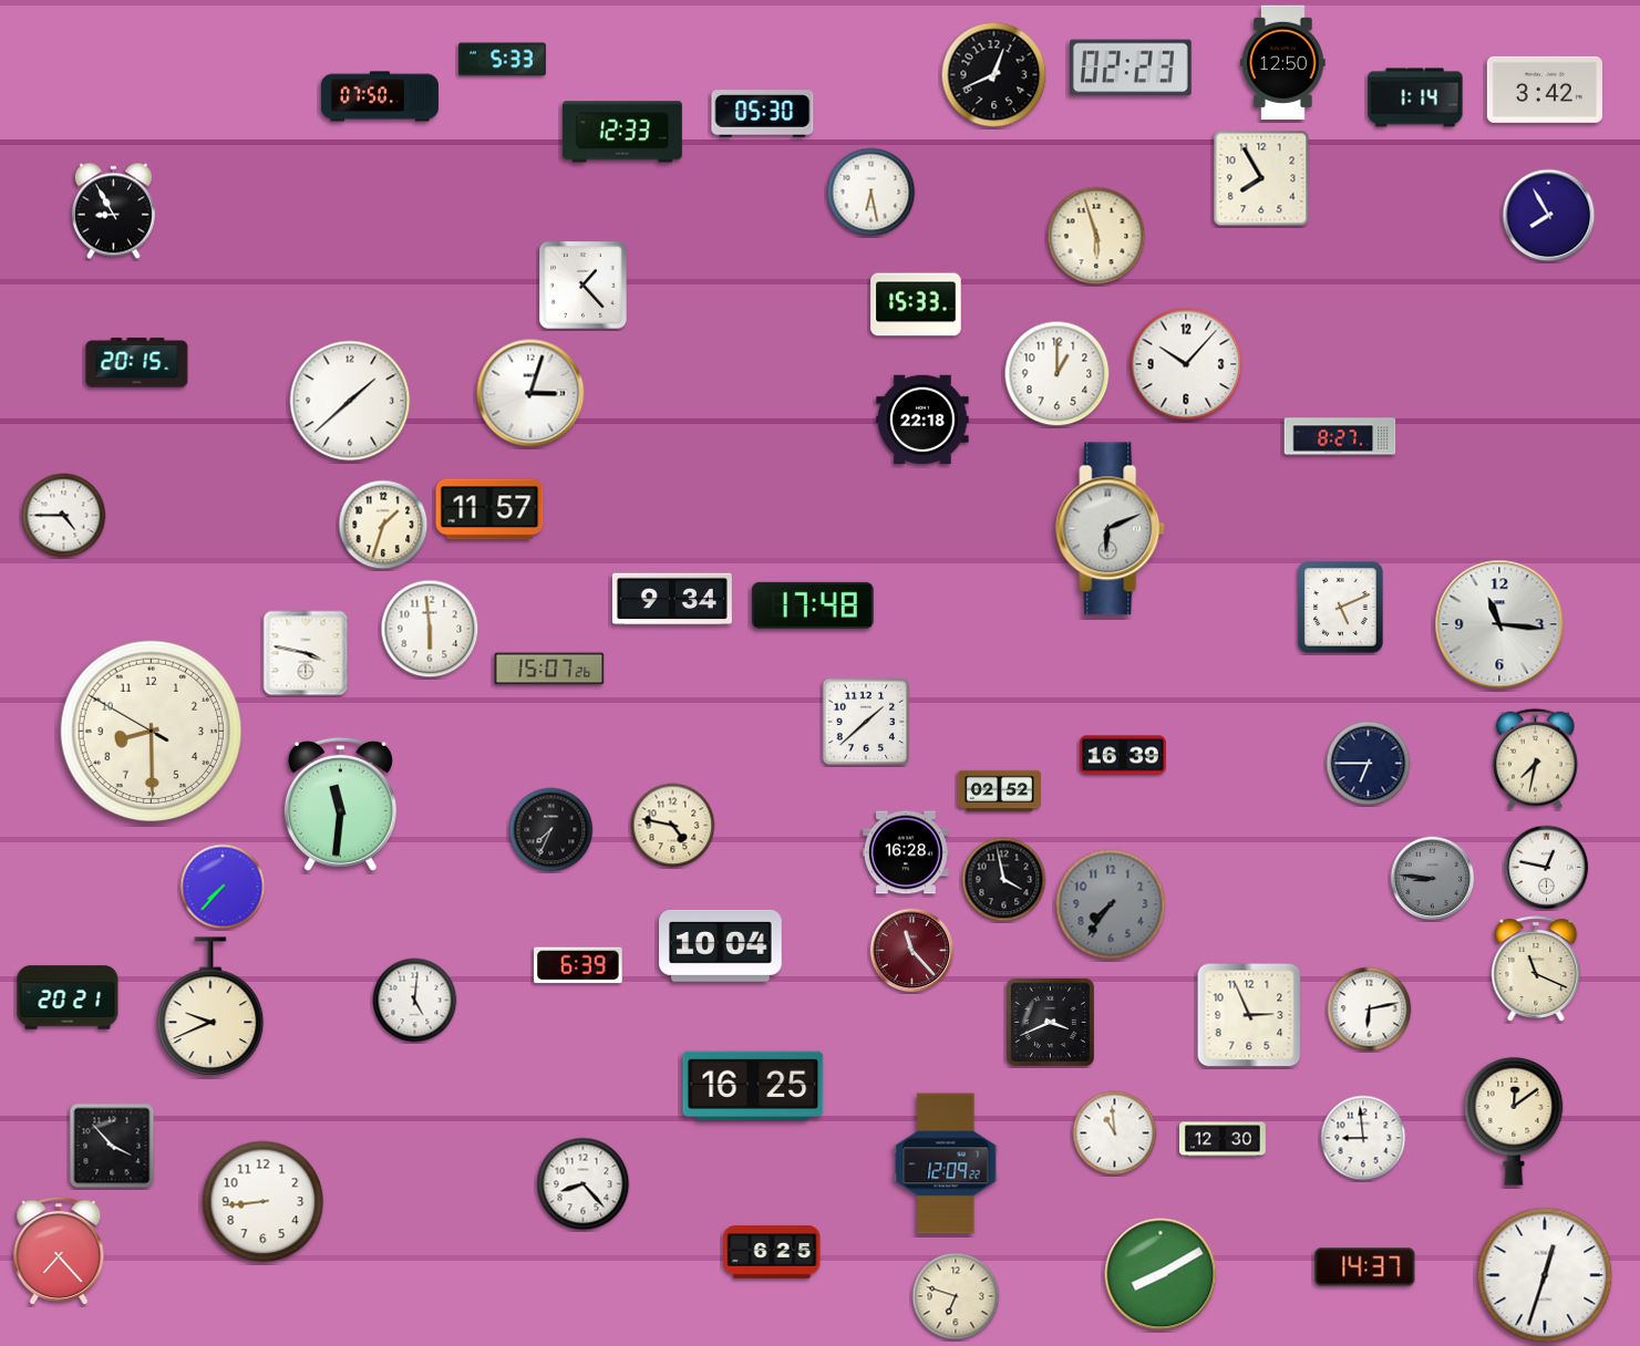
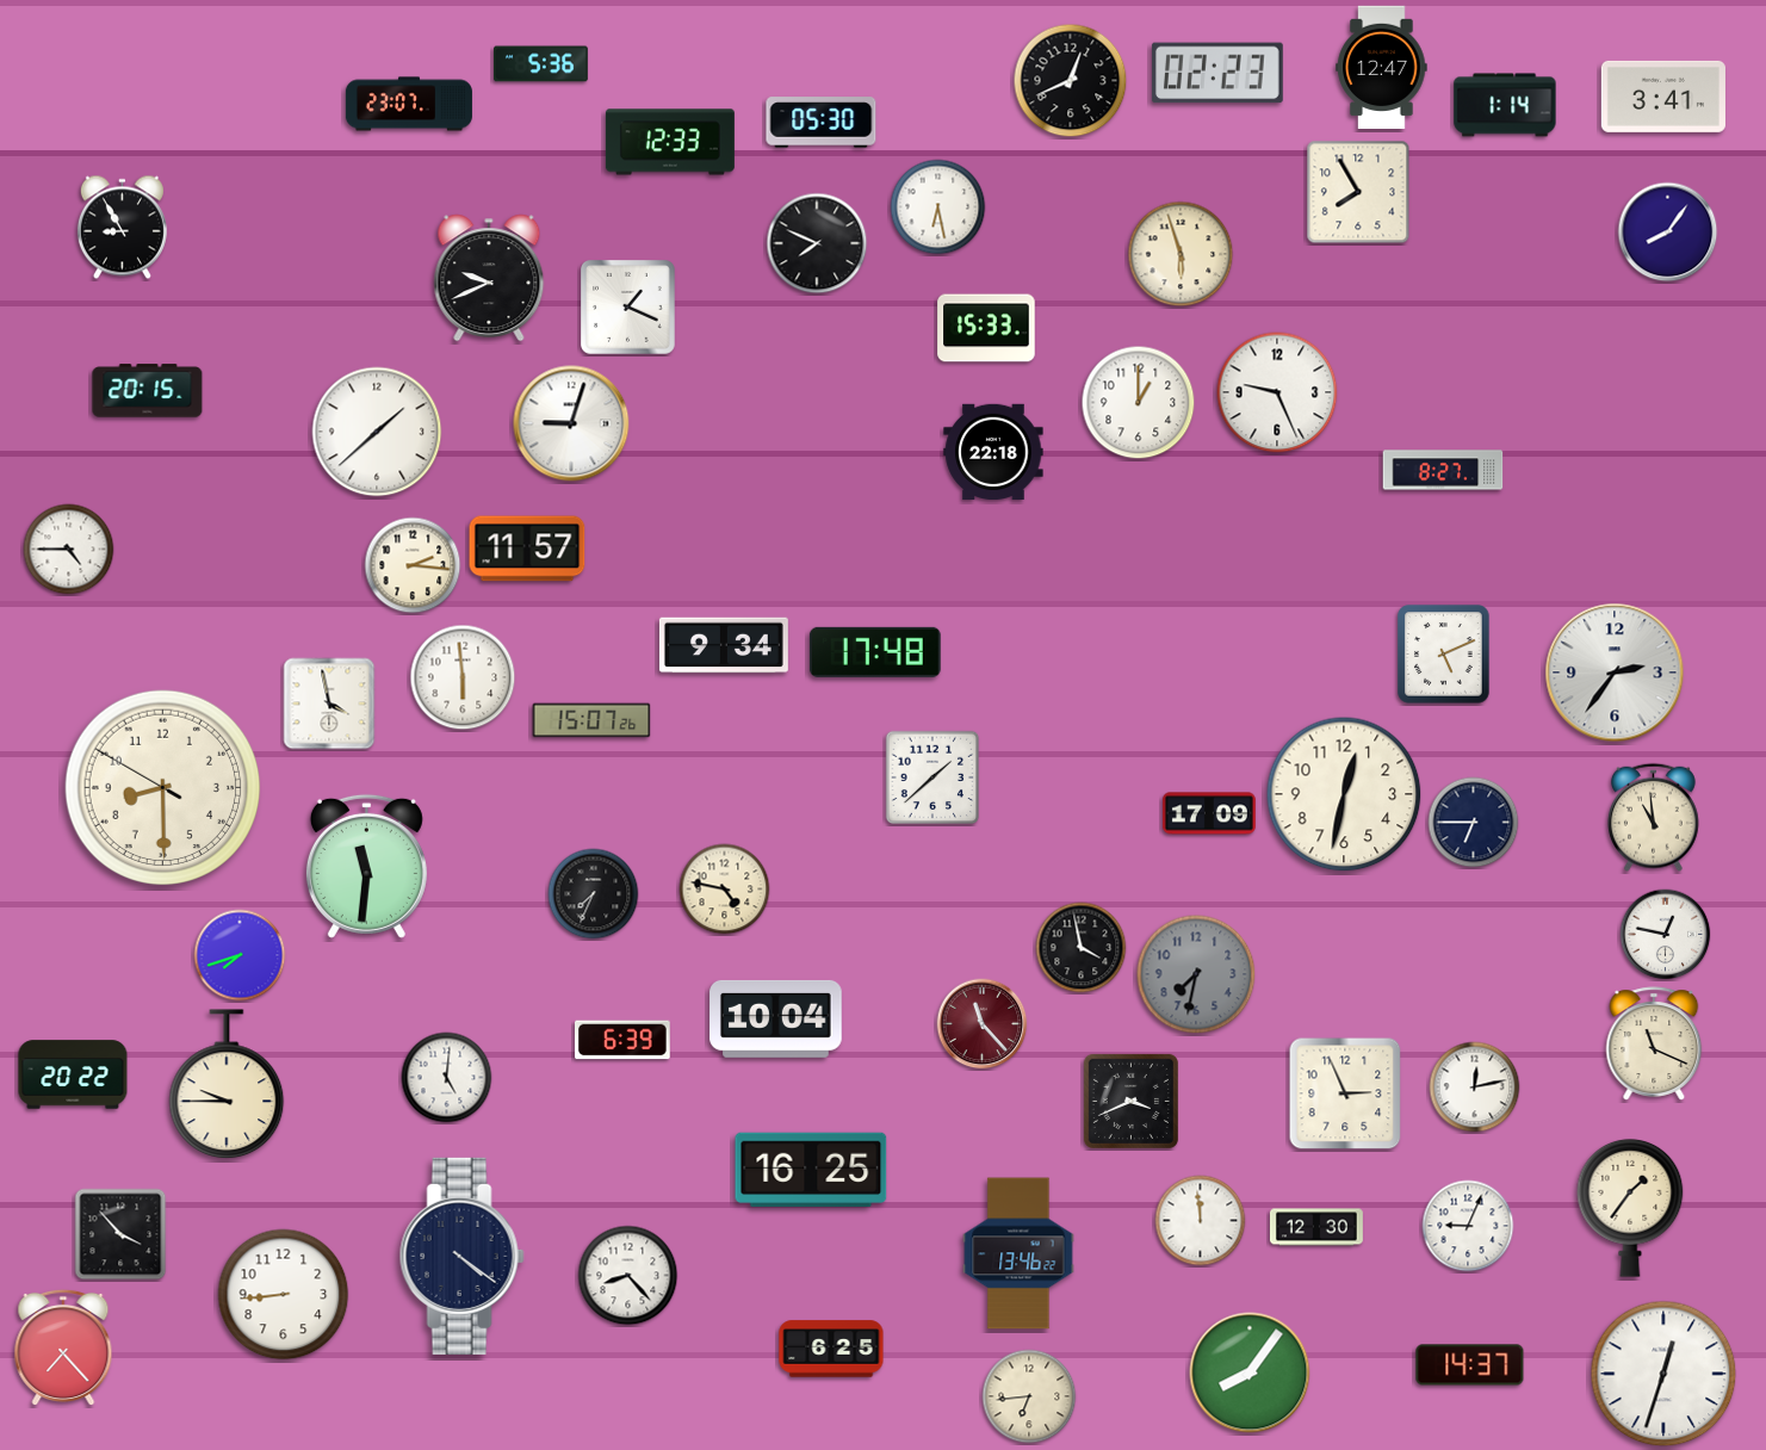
clock at (503, 60): 5:33 -> 5:36
clock at (1283, 62): 12:50 -> 12:47
clock at (1545, 90): 3:42 -> 3:41
clock at (380, 96): 07:50 -> 23:07
clock at (1415, 97) position: (1415, 97) -> (1505, 105)
clock at (1549, 216): 7:55 -> 8:06
clock at (817, 243): none -> 7:49
clock at (489, 278): none -> 9:41
clock at (584, 286): 1:23 -> 1:19
clock at (1186, 364): 10:07 -> 9:26
clock at (530, 393): 3:03 -> 9:03
clock at (64, 516) position: (64, 516) -> (69, 550)
clock at (383, 525): 1:33 -> 2:16
clock at (1111, 529): 6:11 -> none
clock at (1499, 624): 11:16 -> 2:36
clock at (306, 653): 3:47 -> 3:58
clock at (1344, 794): none -> 12:32
clock at (1123, 755): 16:39 -> 17:09
clock at (1536, 758): 7:32 -> 10:59
clock at (999, 791): 02:52 -> none
clock at (906, 852): 16:28 -> none
clock at (1433, 879): 8:46 -> none
clock at (223, 887): 7:37 -> 7:42
clock at (1111, 904): 7:36 -> 7:32
clock at (68, 997): 20:21 -> 20:22
clock at (210, 1007): 9:41 -> 9:45
clock at (1370, 1009): 6:13 -> 12:13
clock at (1514, 1121): 12:09 -> 1:36
clock at (1115, 1133): 10:59 -> 11:59
clock at (1363, 1138): 8:59 -> 9:04
clock at (946, 1163): 12:09 -> 13:46
clock at (461, 1256): none -> 4:21
clock at (1161, 1274): 8:10 -> 8:06
clock at (956, 1296): 6:48 -> 6:44
